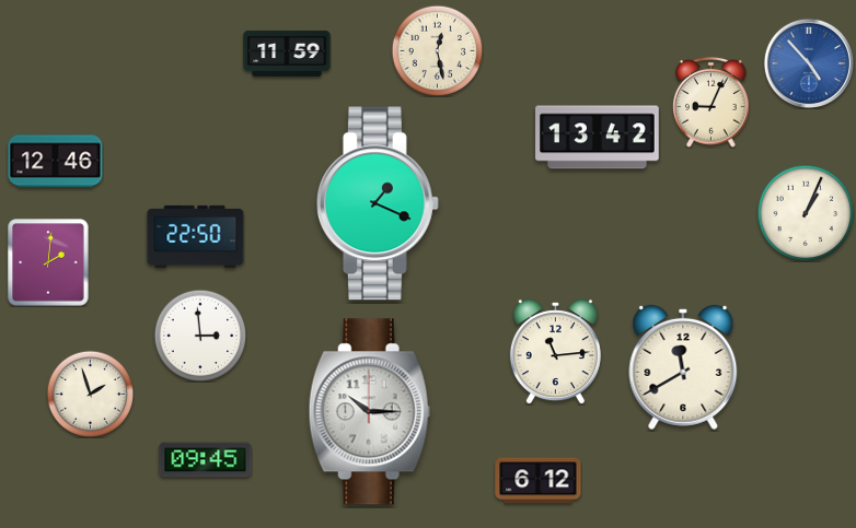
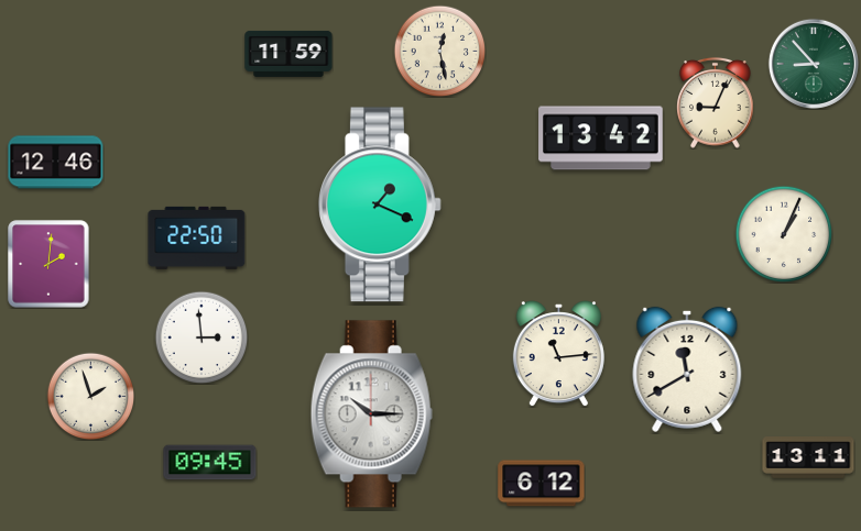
clock at (809, 63): 4:53 -> 8:53
clock at (809, 63) dial: blue -> green
clock at (806, 213) position: (806, 213) -> (784, 234)
clock at (808, 457): none -> 13:11
clock at (206, 460) position: (206, 460) -> (210, 463)
